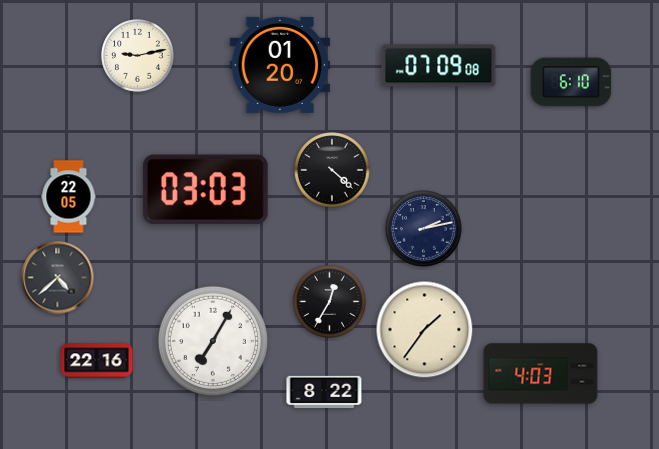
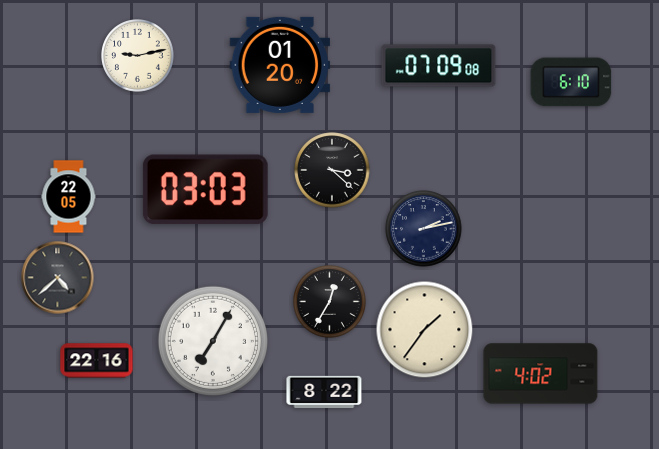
clock at (332, 170): 4:22 -> 3:22
clock at (541, 374): 4:03 -> 4:02
